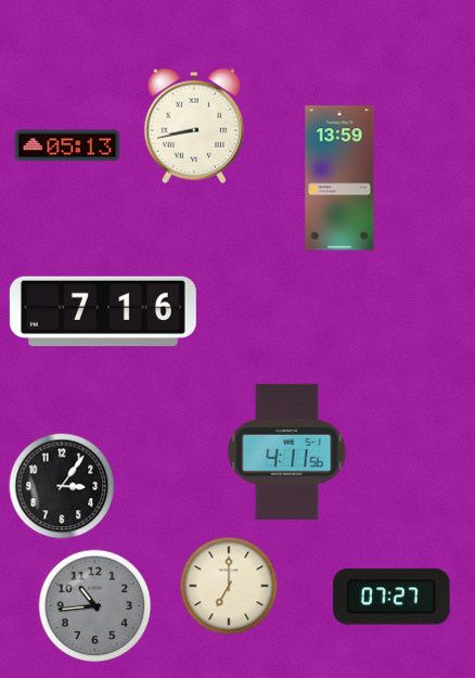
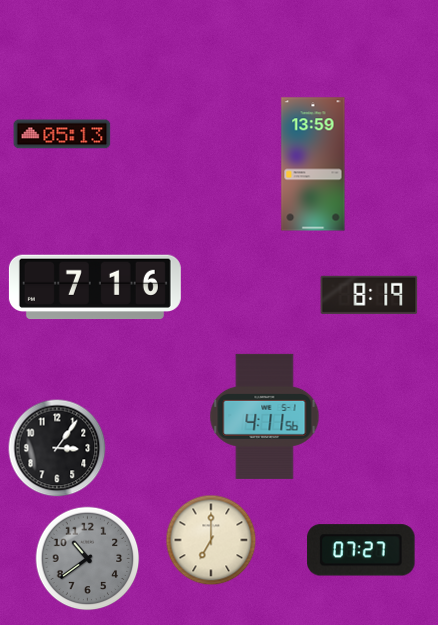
clock at (194, 126): 8:43 -> none
clock at (369, 295): none -> 8:19
clock at (95, 606): 10:44 -> 10:39
